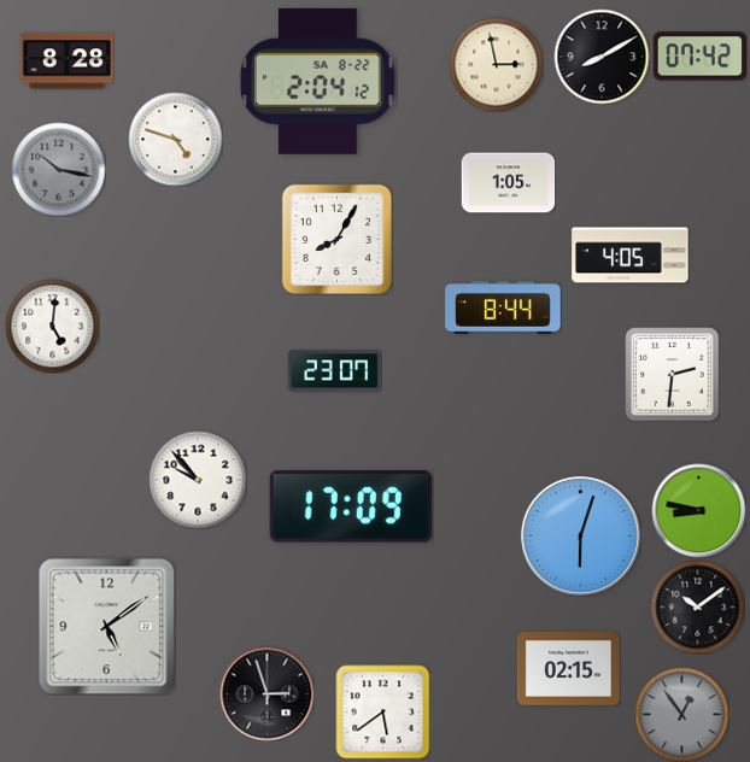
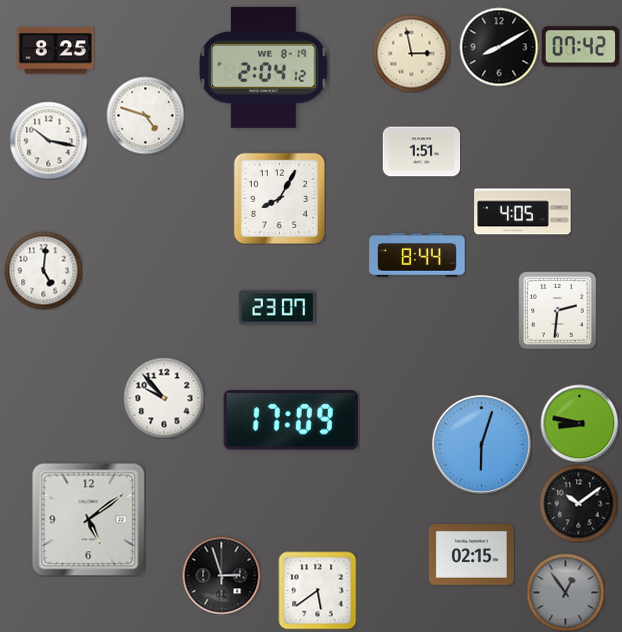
clock at (66, 61): 8:28 -> 8:25
clock at (317, 81) date: SA 8-22 -> WE 8-19
clock at (58, 169) dial: grey -> white
clock at (508, 183): 1:05 -> 1:51
